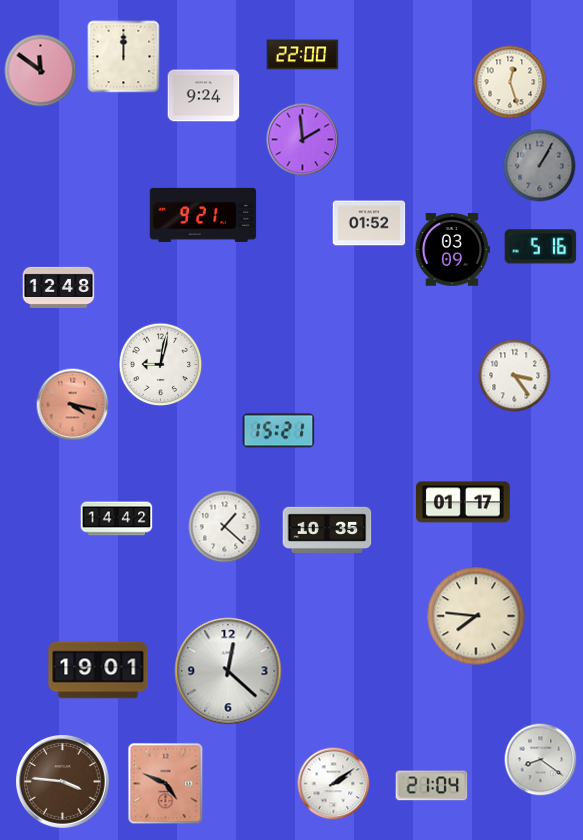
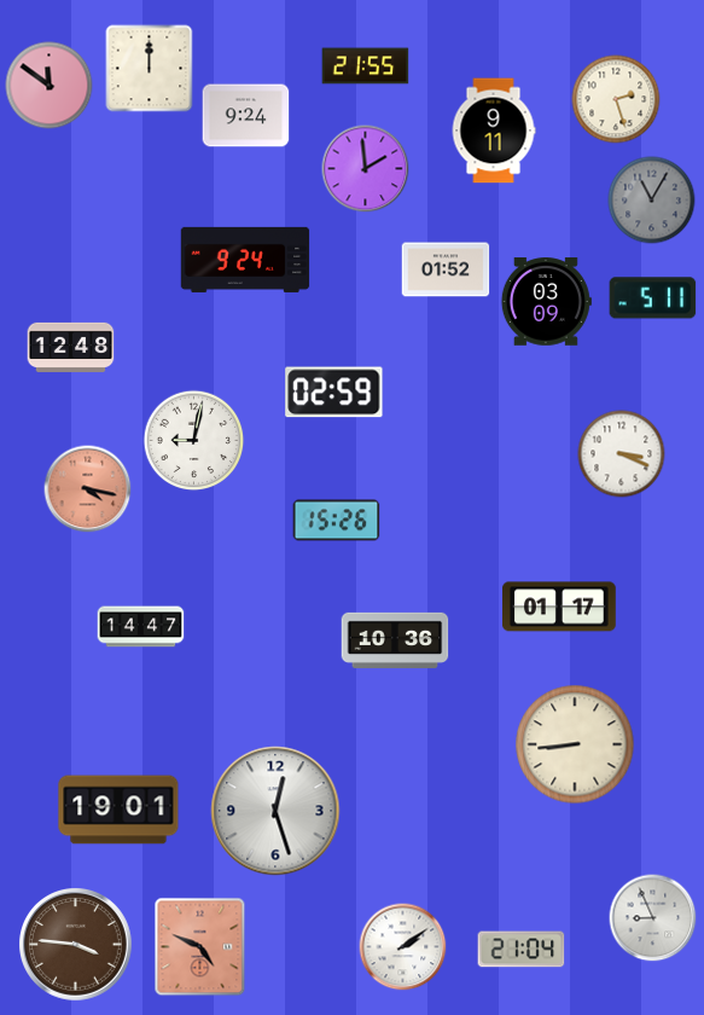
clock at (303, 55): 22:00 -> 21:55
clock at (510, 82): 12:27 -> 2:27
clock at (494, 130): none -> 9:11
clock at (540, 166): 1:05 -> 11:05
clock at (203, 215): 9:21 -> 9:24
clock at (541, 247): 5:16 -> 5:11
clock at (334, 393): none -> 02:59
clock at (515, 376): 3:24 -> 3:19
clock at (279, 431): 15:21 -> 15:26
clock at (117, 519): 14:42 -> 14:47
clock at (225, 527): 1:22 -> none
clock at (327, 530): 10:35 -> 10:36
clock at (476, 616): 7:46 -> 8:44
clock at (228, 671): 12:22 -> 12:27
clock at (541, 760): 8:21 -> 8:56
